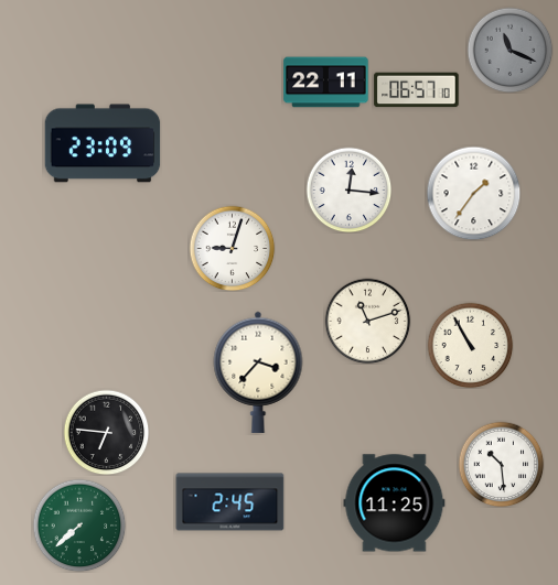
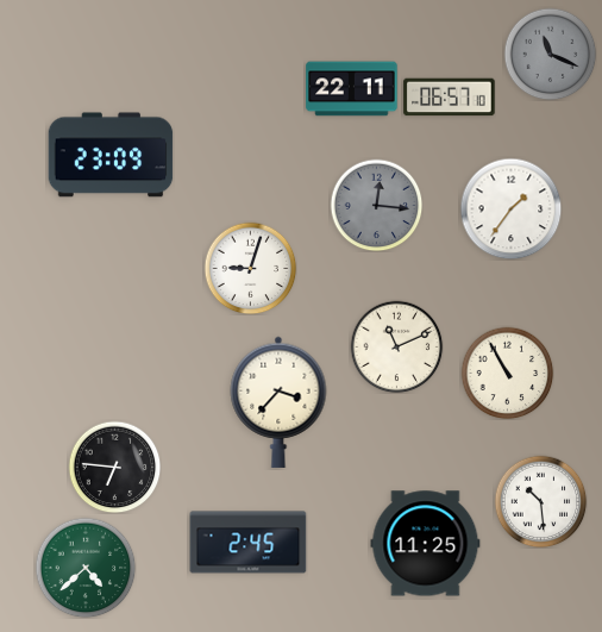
clock at (348, 189) dial: white -> grey
clock at (367, 321): 11:12 -> 11:11
clock at (79, 526): 7:38 -> 4:38
